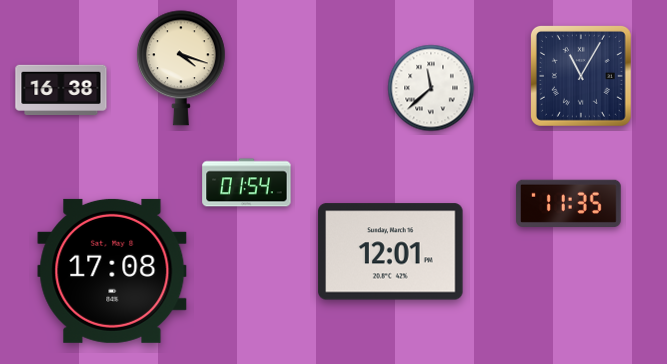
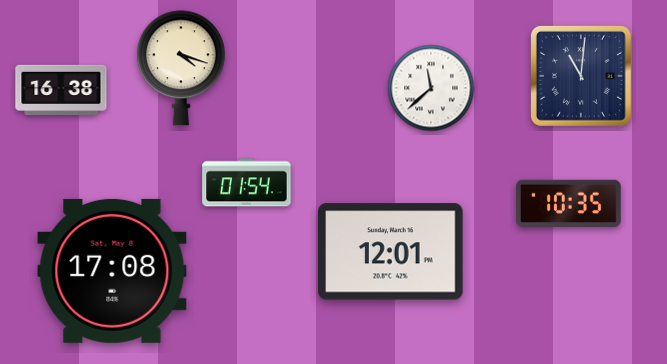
clock at (581, 76): 11:05 -> 11:01
clock at (569, 203): 11:35 -> 10:35
